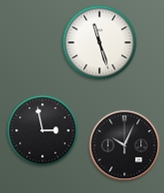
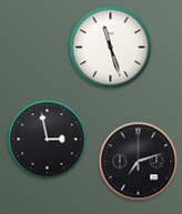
clock at (43, 131) position: (43, 131) -> (48, 140)
clock at (125, 146): 10:04 -> 7:12
